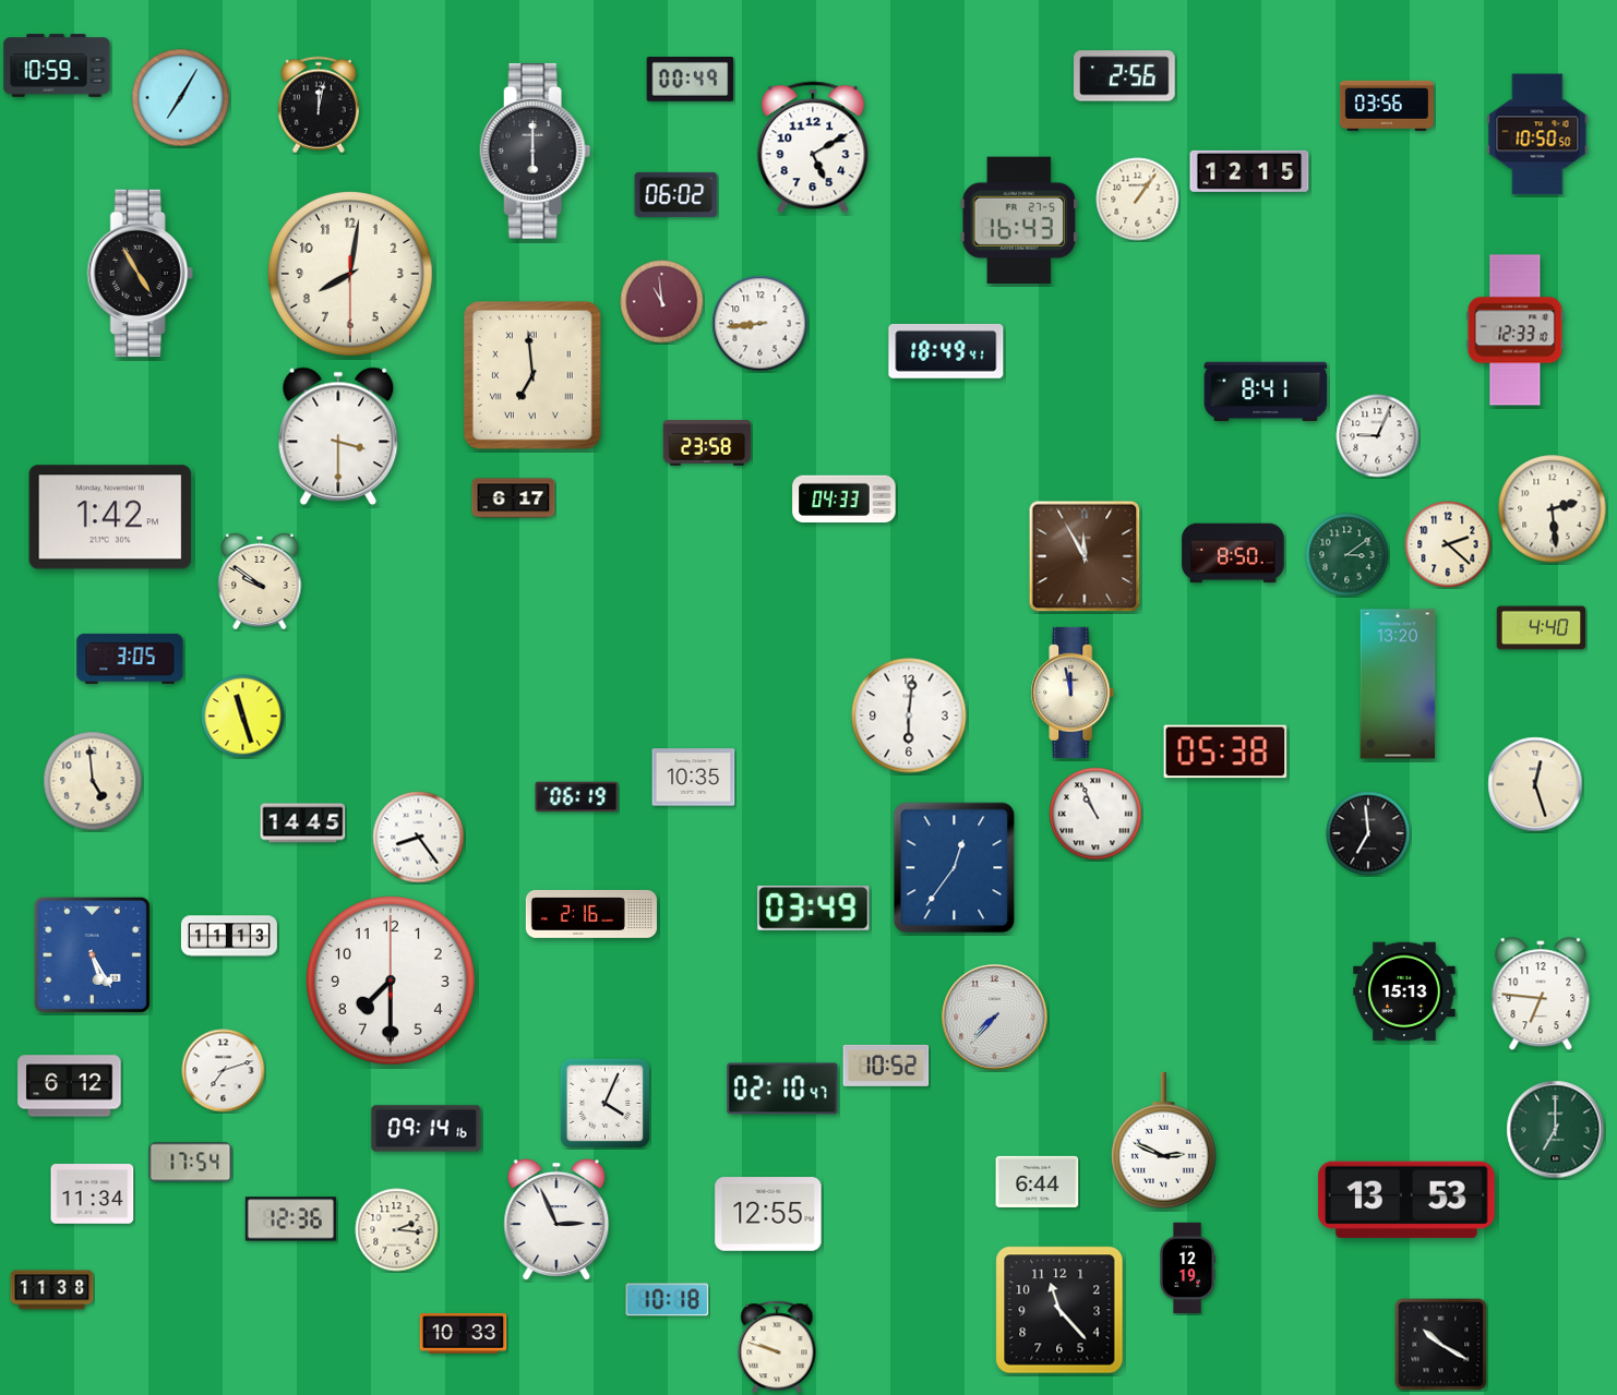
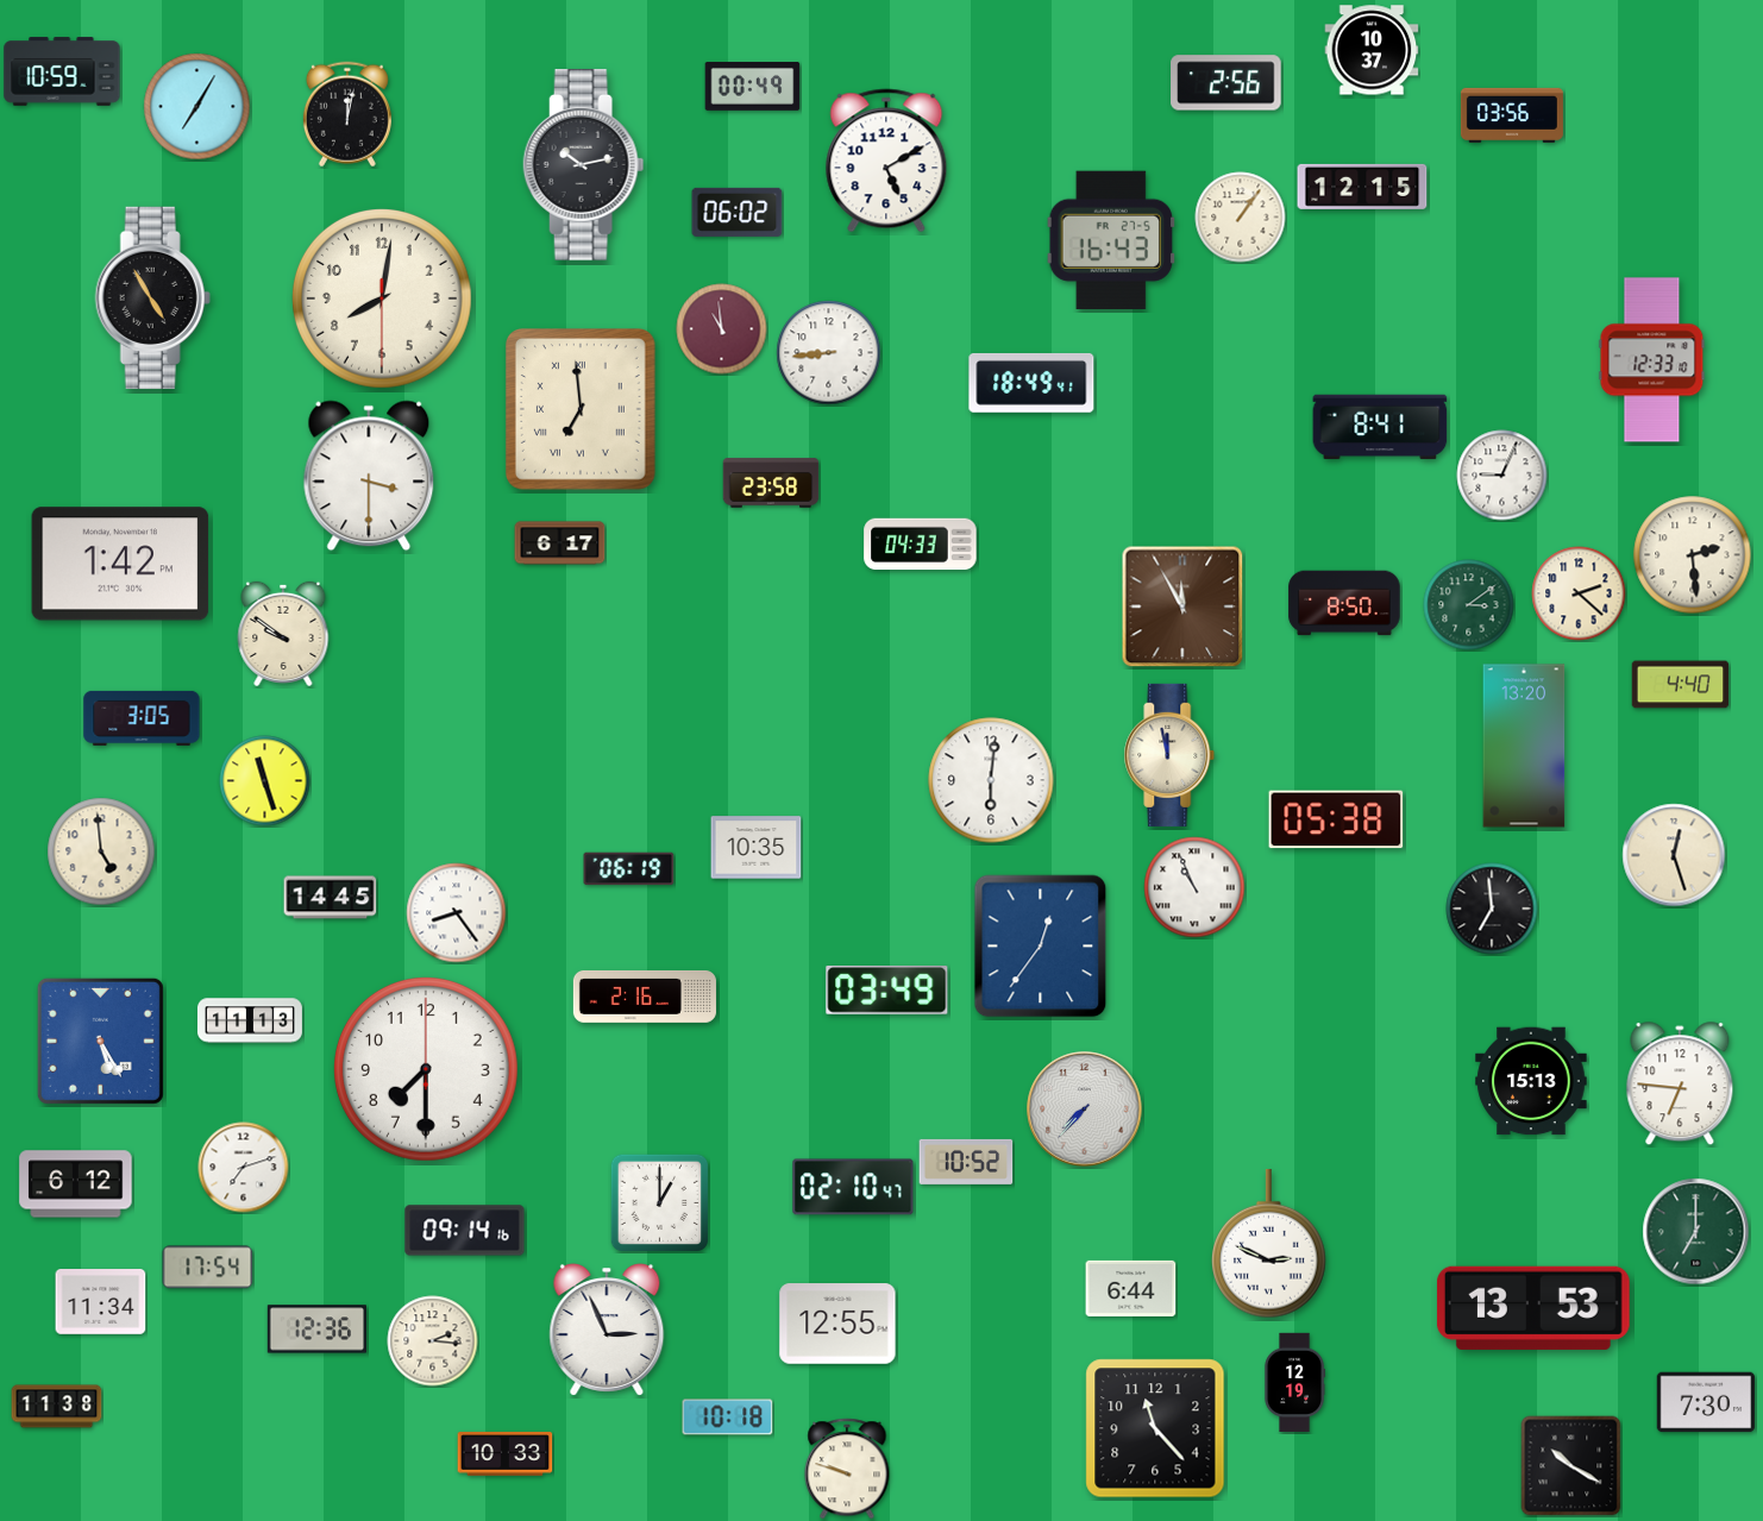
clock at (1372, 50): none -> 10:37
clock at (1537, 134): 10:50 -> none
clock at (536, 151): 6:00 -> 10:13
clock at (604, 1103): 4:04 -> 1:00
clock at (1706, 1402): none -> 7:30
